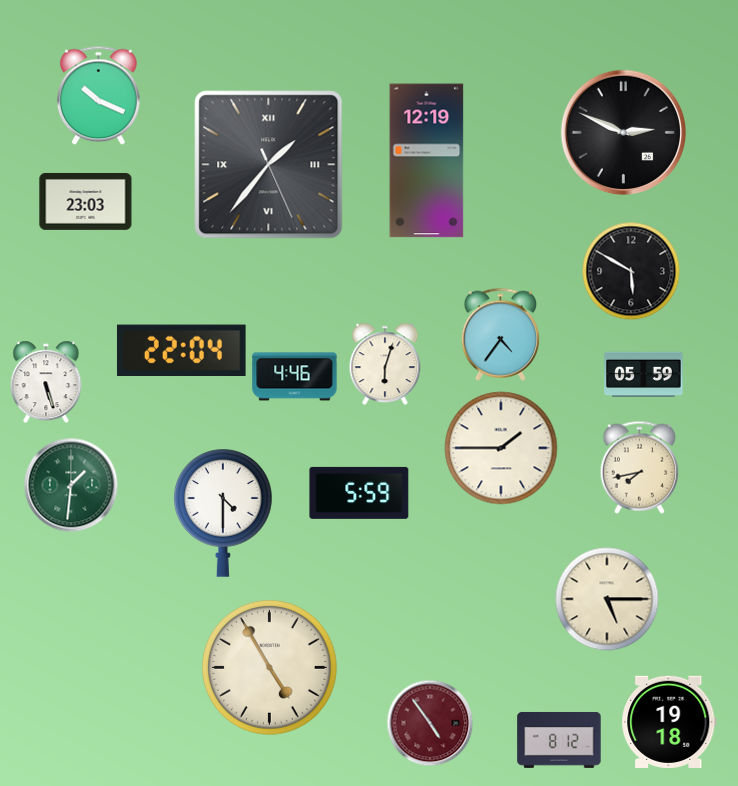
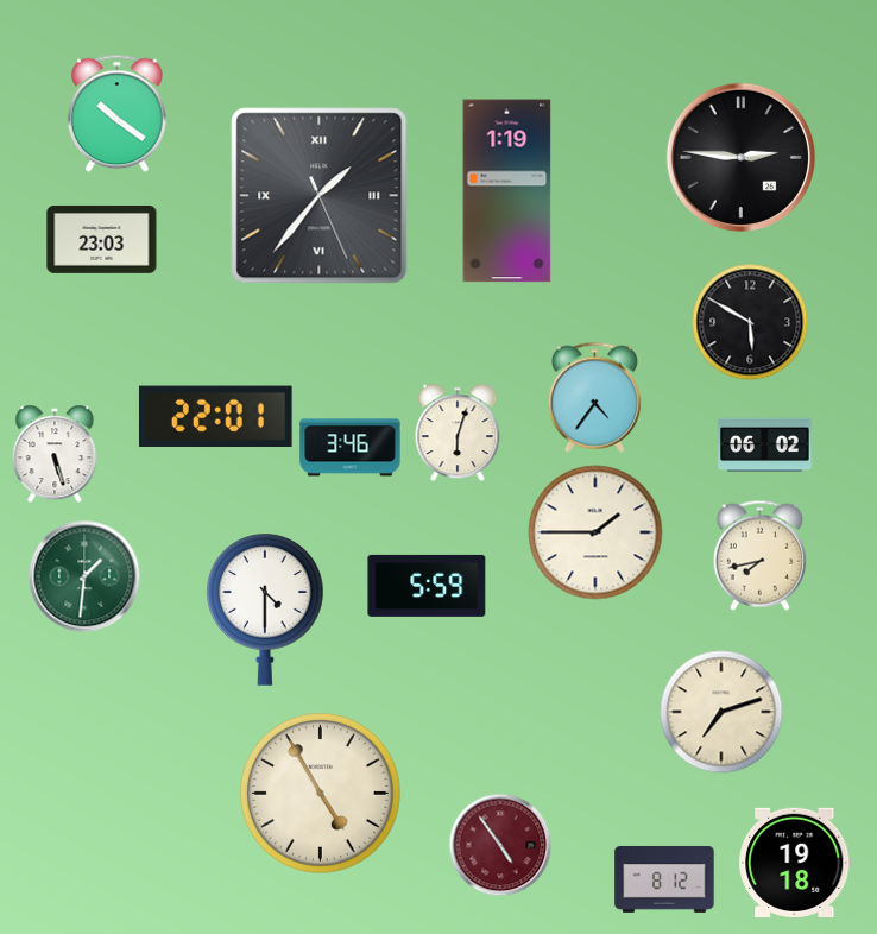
clock at (99, 95): 10:19 -> 10:21
clock at (624, 133): 2:49 -> 2:46
clock at (427, 161): 12:19 -> 1:19
clock at (181, 351): 22:04 -> 22:01
clock at (644, 374): 05:59 -> 06:02
clock at (295, 377): 4:46 -> 3:46
clock at (607, 599): 5:15 -> 7:12
clock at (669, 722) position: (669, 722) -> (795, 863)
clock at (430, 723) position: (430, 723) -> (500, 845)
